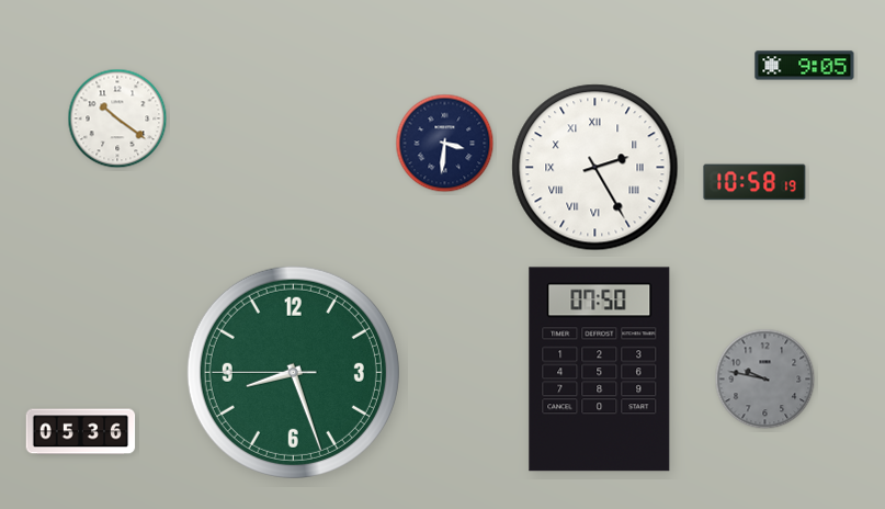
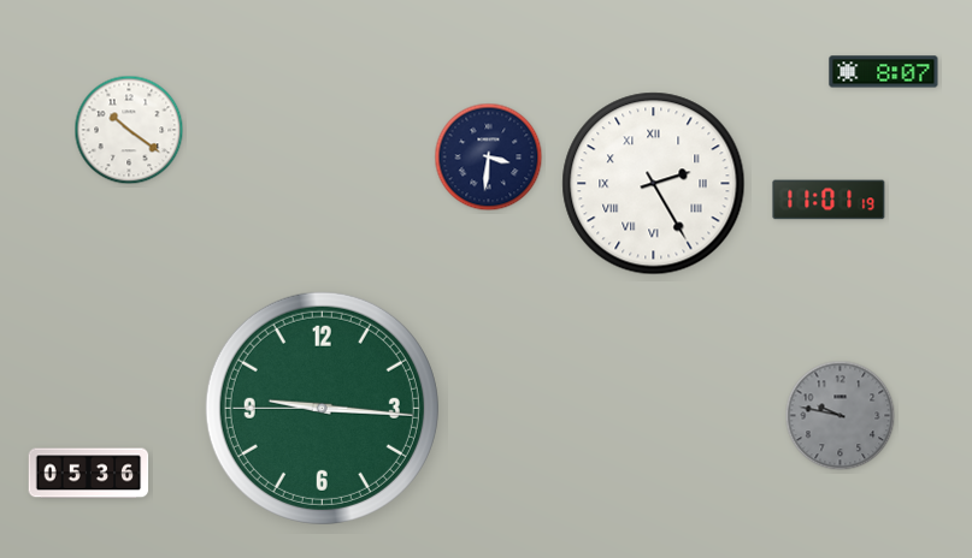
clock at (805, 66): 9:05 -> 8:07
clock at (754, 182): 10:58 -> 11:01
clock at (600, 370): 07:50 -> none
clock at (293, 372): 8:26 -> 9:15
